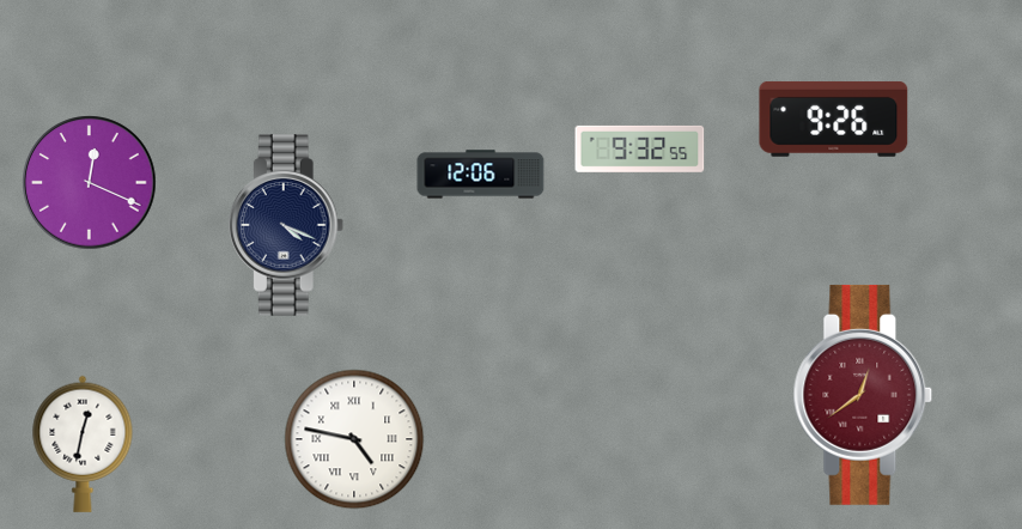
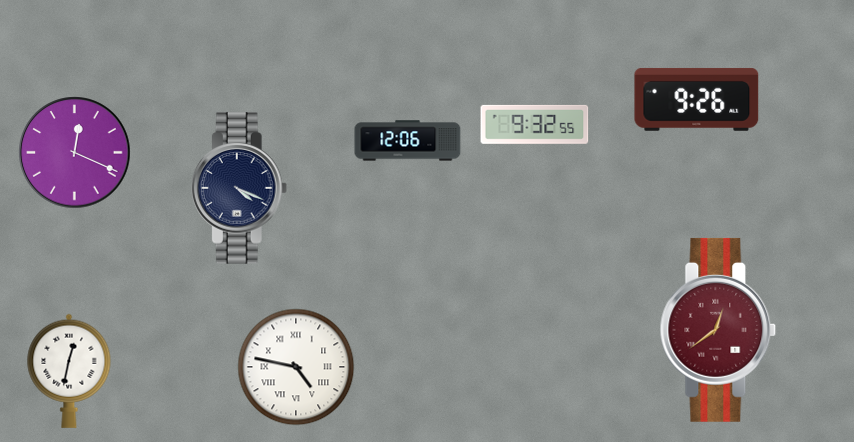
clock at (481, 175) position: (481, 175) -> (408, 141)
clock at (863, 395) position: (863, 395) -> (718, 330)
